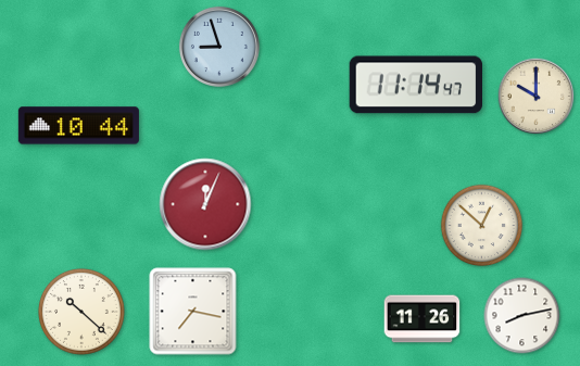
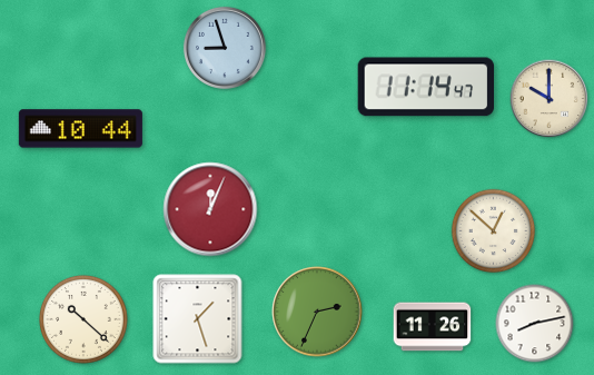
clock at (317, 312): none -> 2:34
clock at (193, 312): 7:17 -> 1:27
